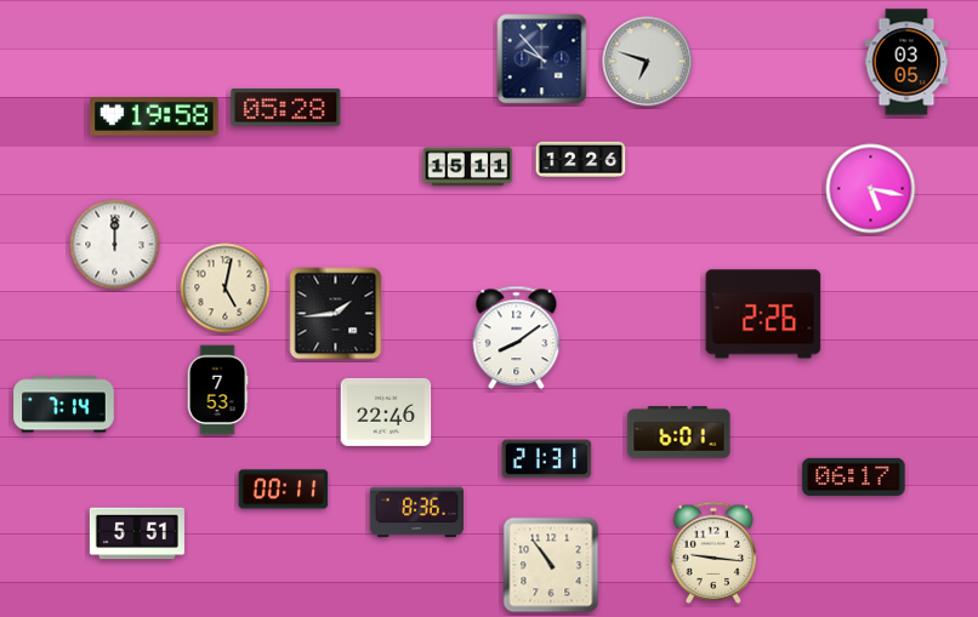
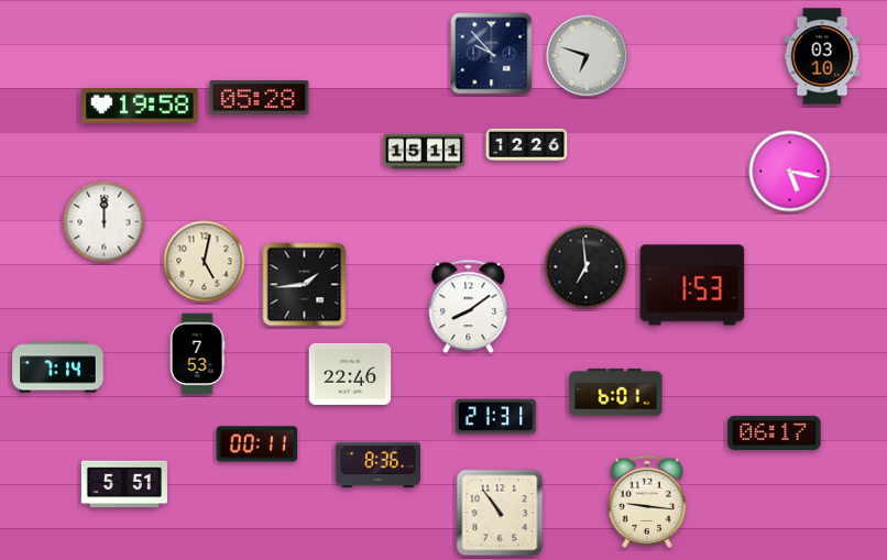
clock at (906, 62): 03:05 -> 03:10
clock at (587, 267): none -> 6:59
clock at (763, 314): 2:26 -> 1:53
